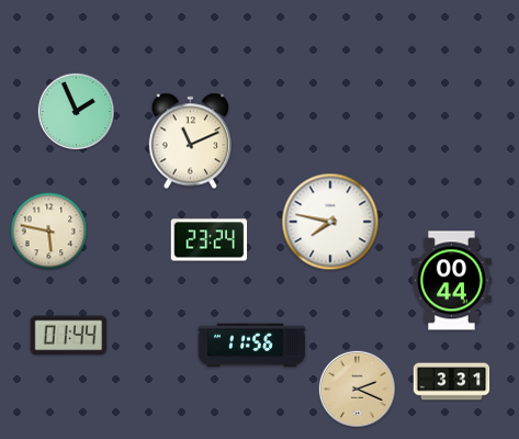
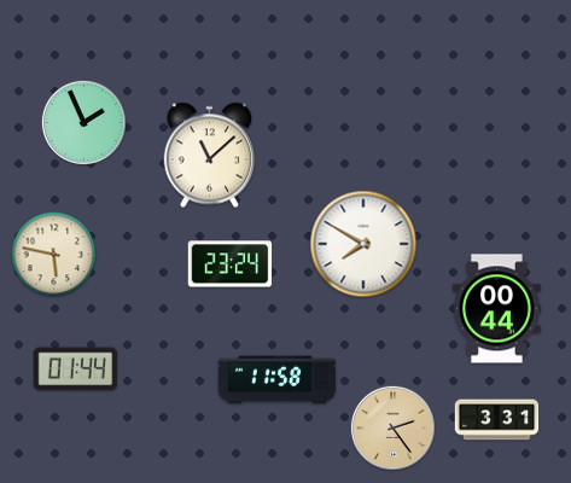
clock at (191, 142): 11:11 -> 11:08
clock at (330, 222): 7:47 -> 7:50
clock at (251, 346): 11:56 -> 11:58
clock at (357, 389): 2:19 -> 2:24
